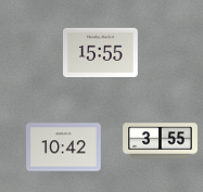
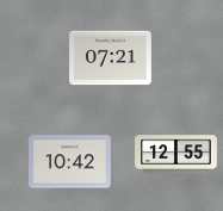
clock at (101, 53): 15:55 -> 07:21
clock at (161, 141): 3:55 -> 12:55
